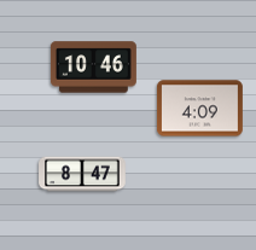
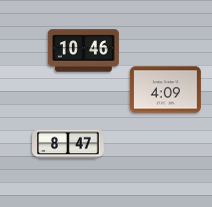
clock at (93, 68) position: (93, 68) -> (83, 51)
